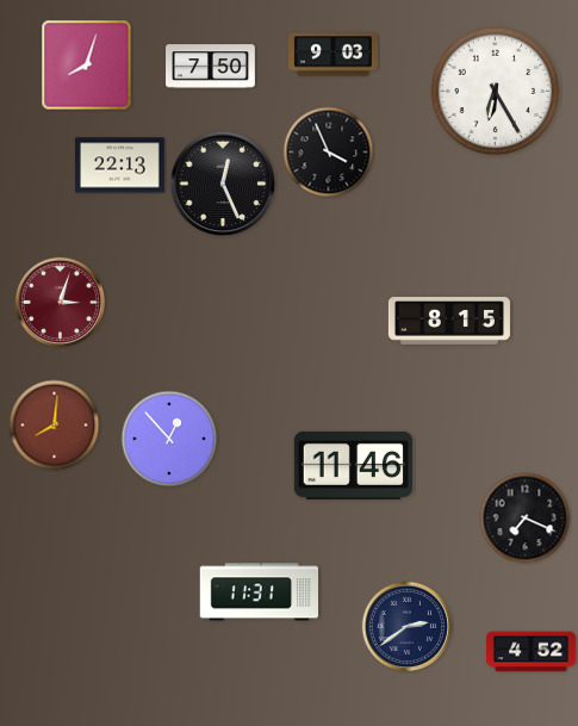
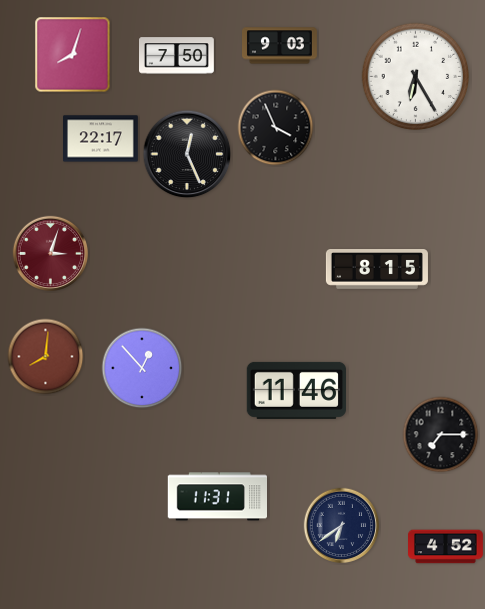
clock at (120, 166): 22:13 -> 22:17
clock at (526, 519): 7:19 -> 7:15
clock at (408, 627): 2:39 -> 6:39
